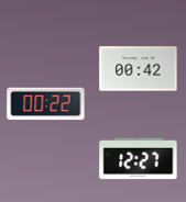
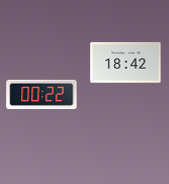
clock at (139, 69): 00:42 -> 18:42
clock at (139, 159): 12:27 -> none
